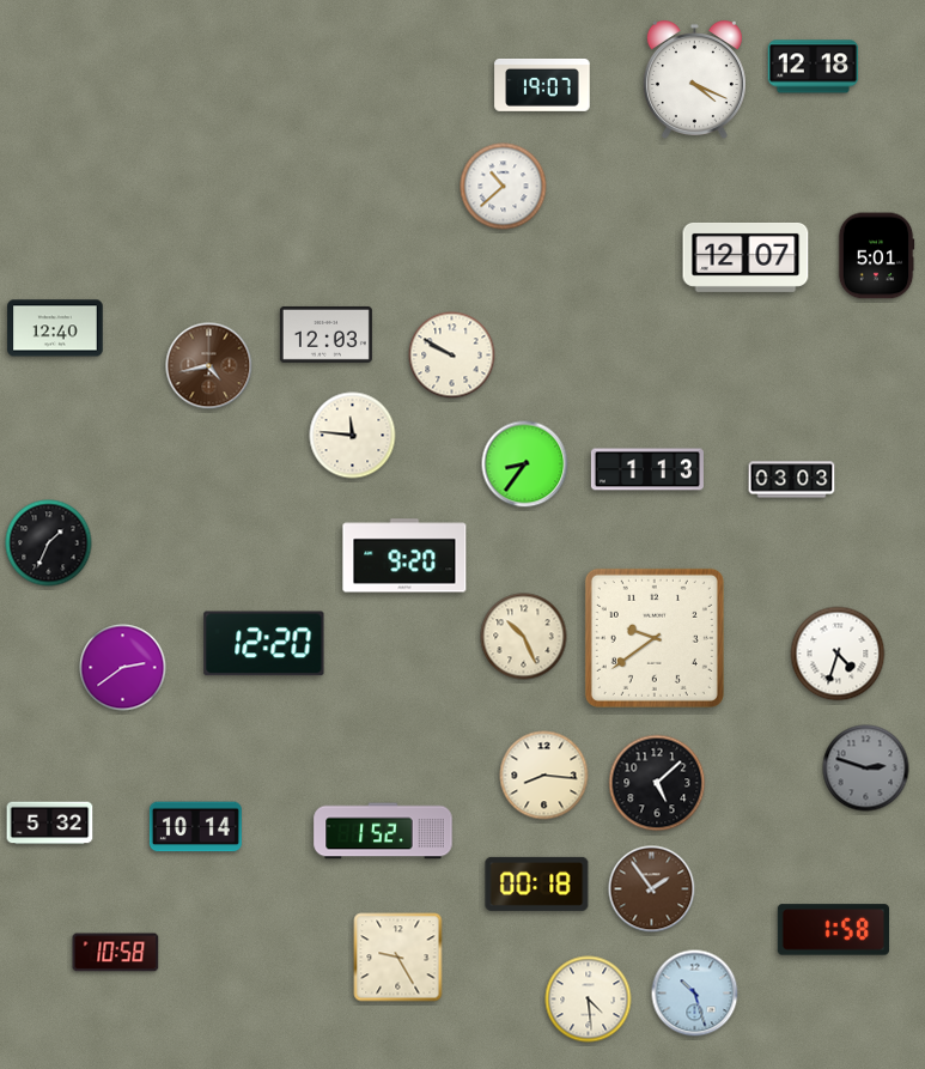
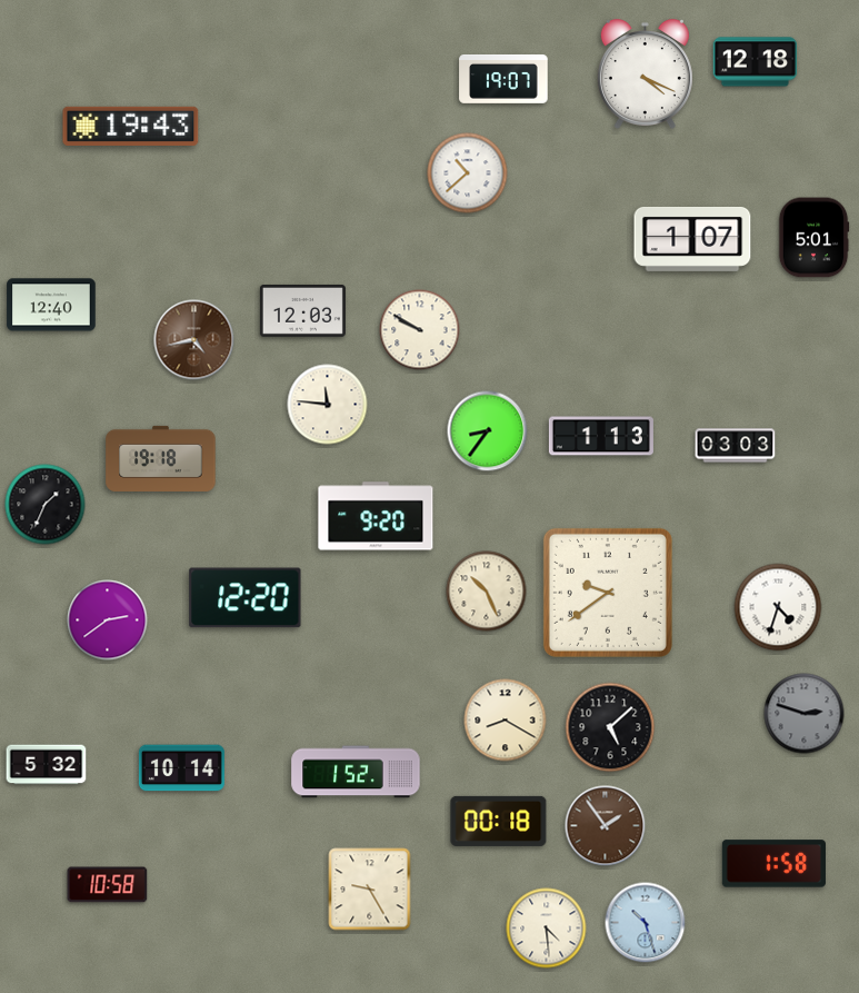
clock at (131, 126): none -> 19:43
clock at (746, 257): 12:07 -> 1:07
clock at (161, 458): none -> 19:18
clock at (123, 668) position: (123, 668) -> (108, 620)
clock at (544, 776): 8:16 -> 8:20
